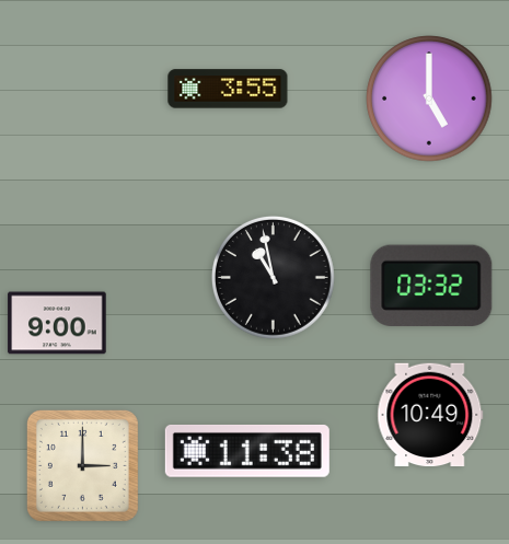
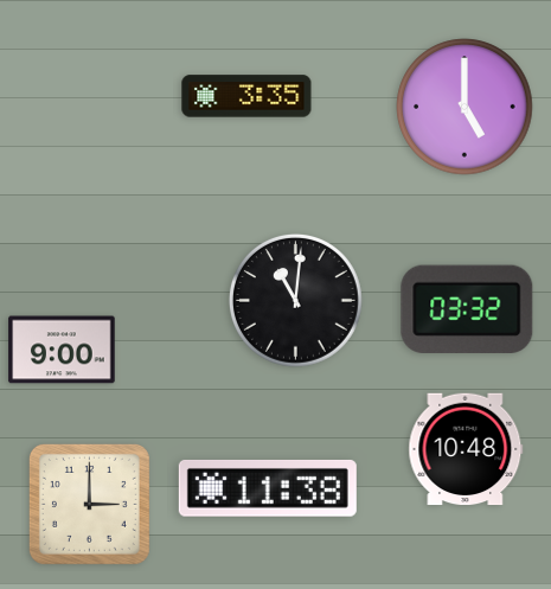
clock at (228, 89): 3:55 -> 3:35
clock at (274, 278): 10:58 -> 11:01
clock at (430, 415): 10:49 -> 10:48
